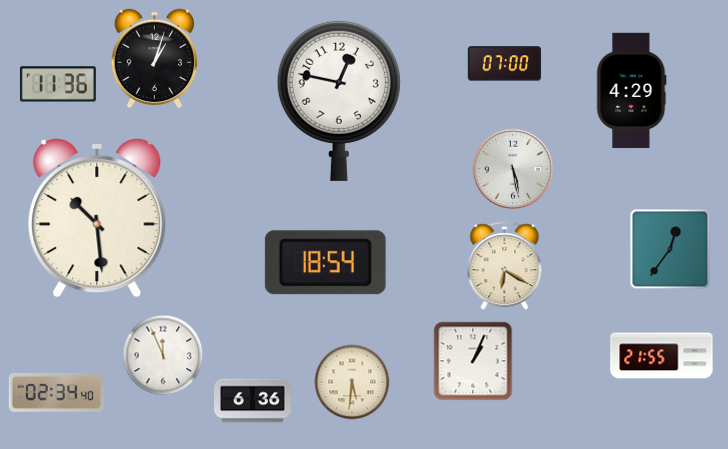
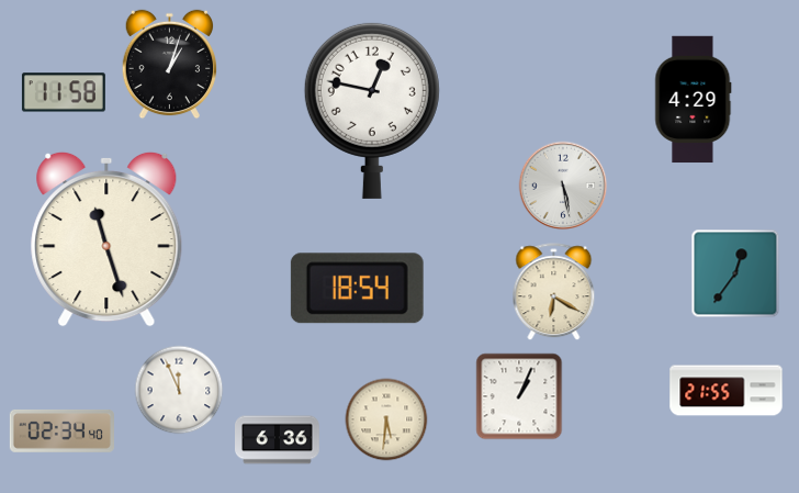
clock at (504, 64): 07:00 -> none
clock at (58, 84): 11:36 -> 11:58
clock at (97, 218): 10:29 -> 11:27
